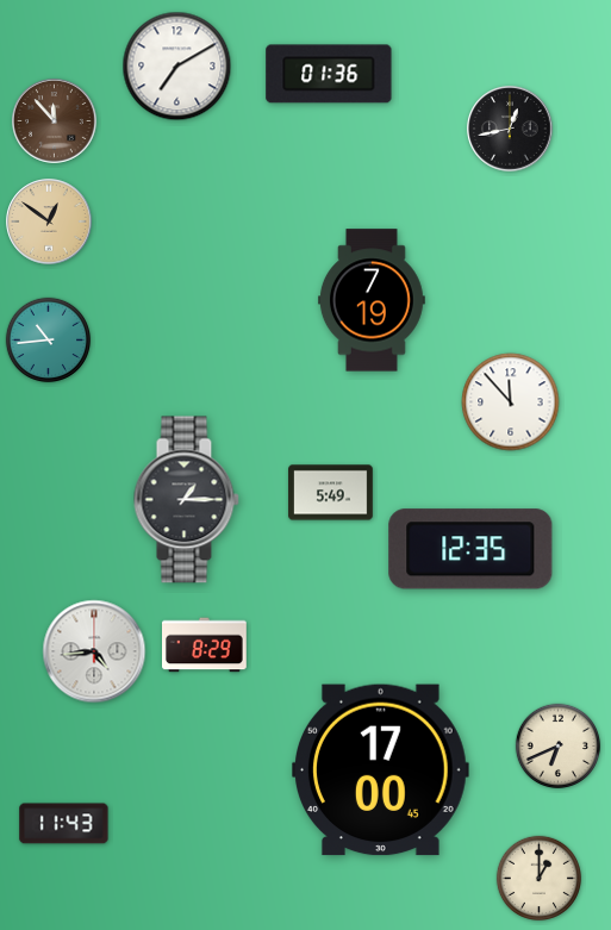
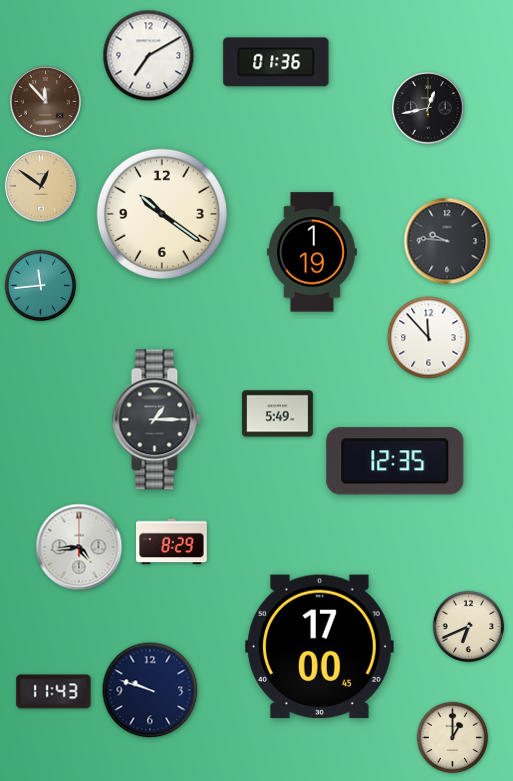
clock at (162, 214): none -> 10:21
clock at (447, 241): none -> 9:46
clock at (372, 300): 7:19 -> 1:19
clock at (49, 341): 10:44 -> 11:44
clock at (150, 690): none -> 9:48
